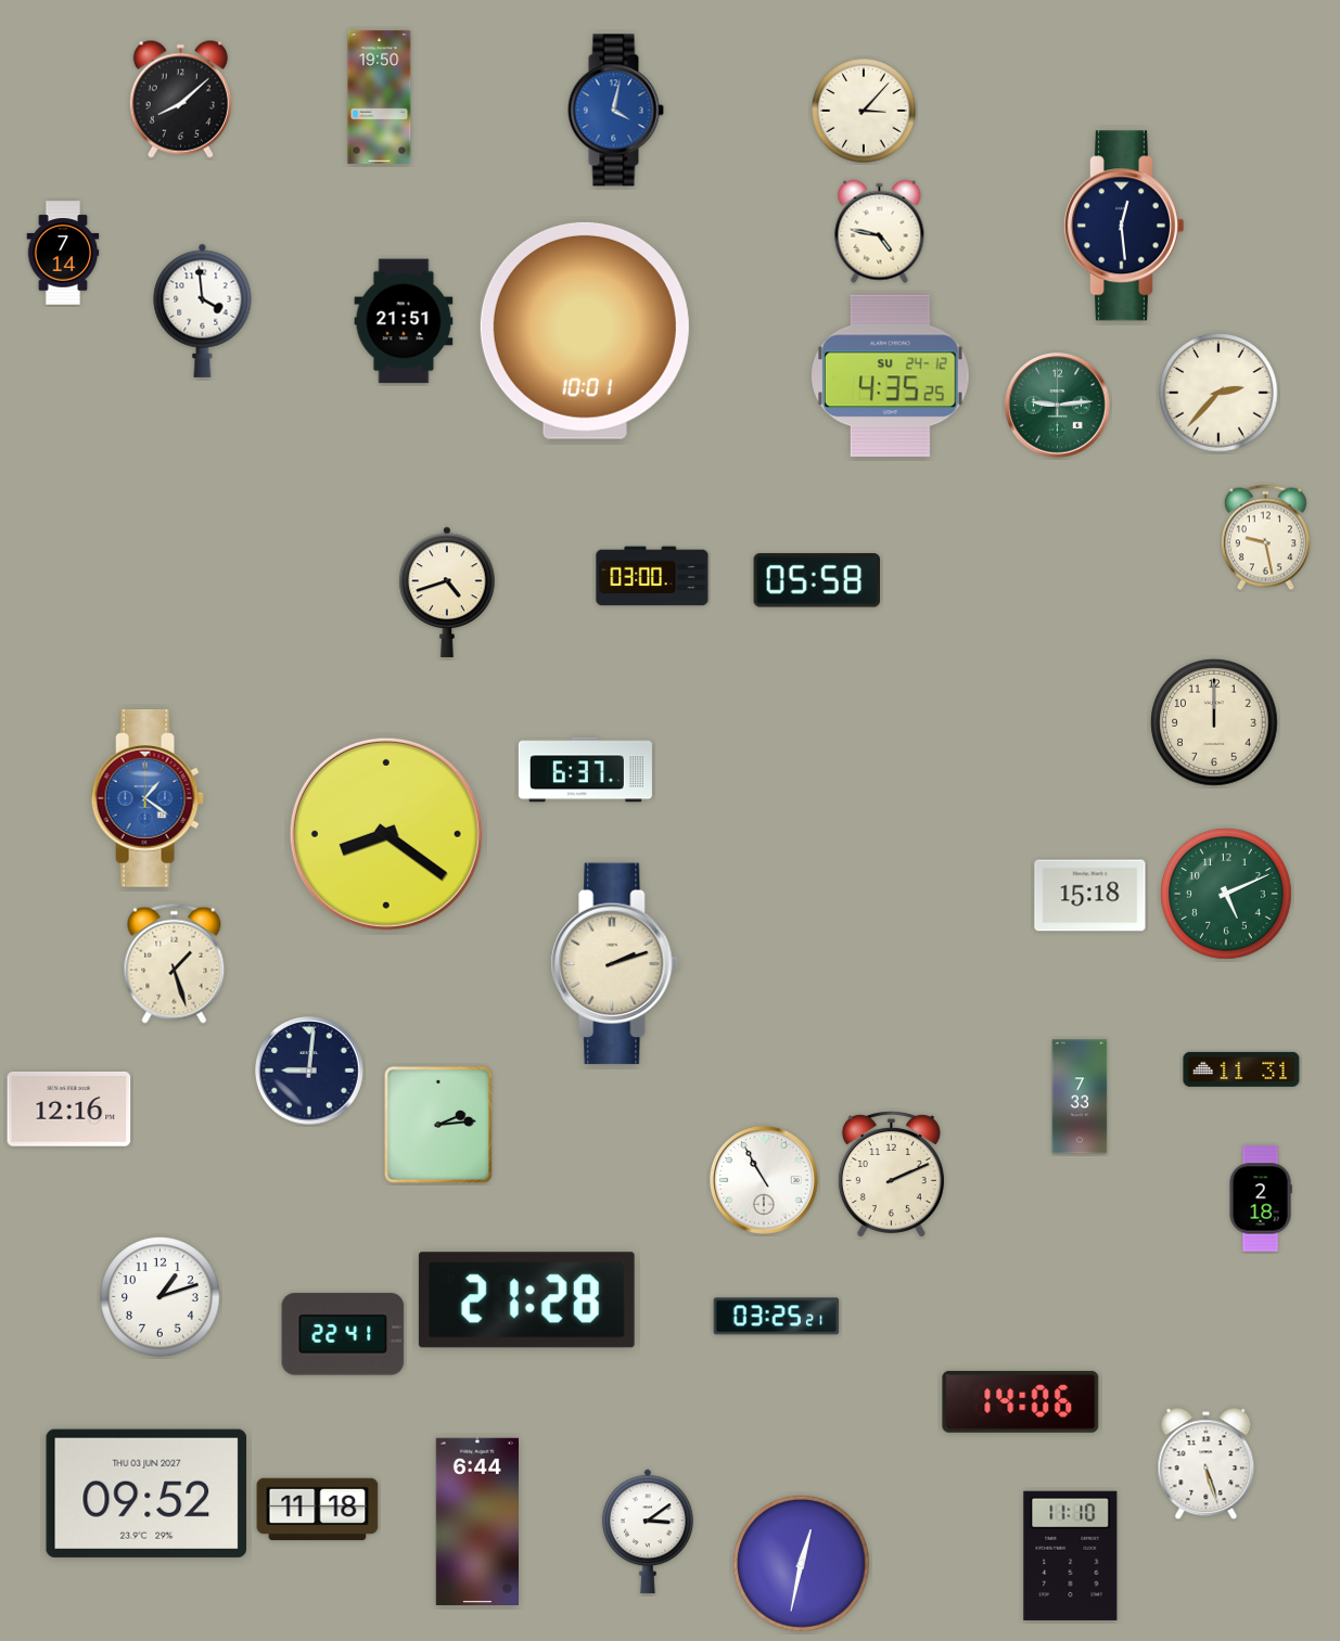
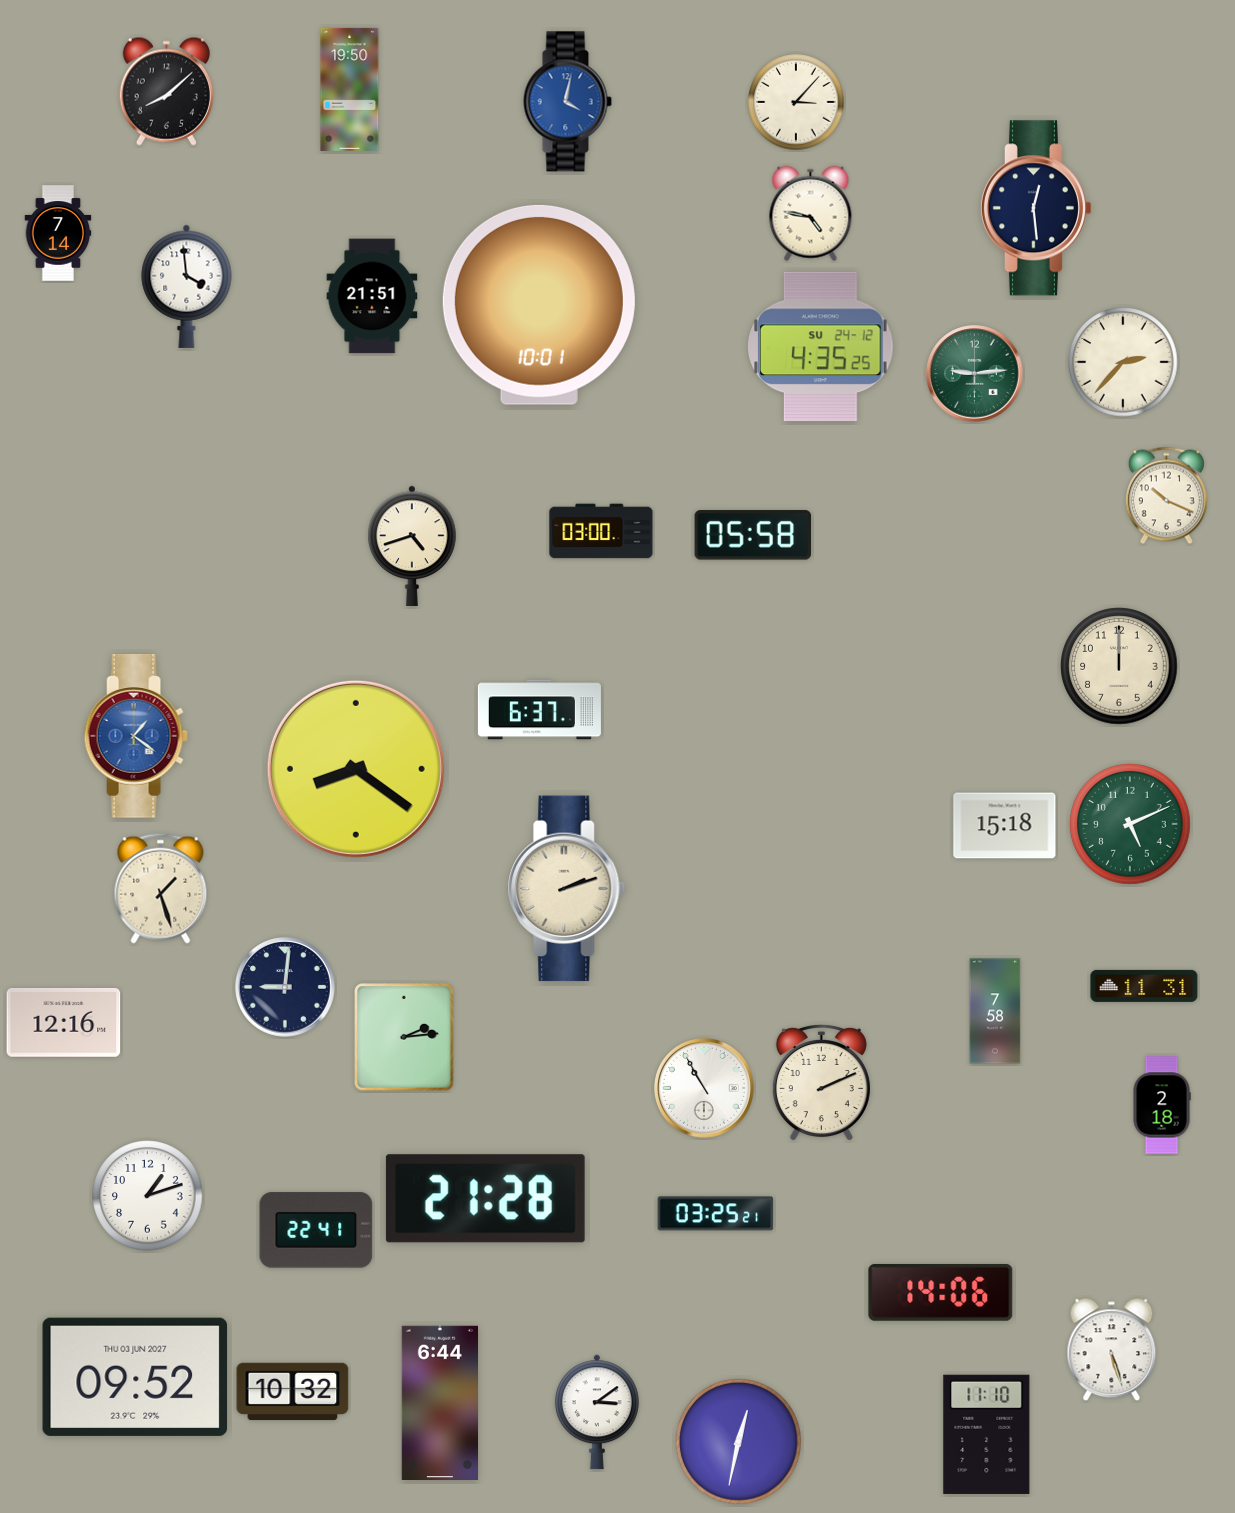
clock at (1265, 538): 9:28 -> 10:19
clock at (1080, 1097): 7:33 -> 7:58
clock at (318, 1510): 11:18 -> 10:32
